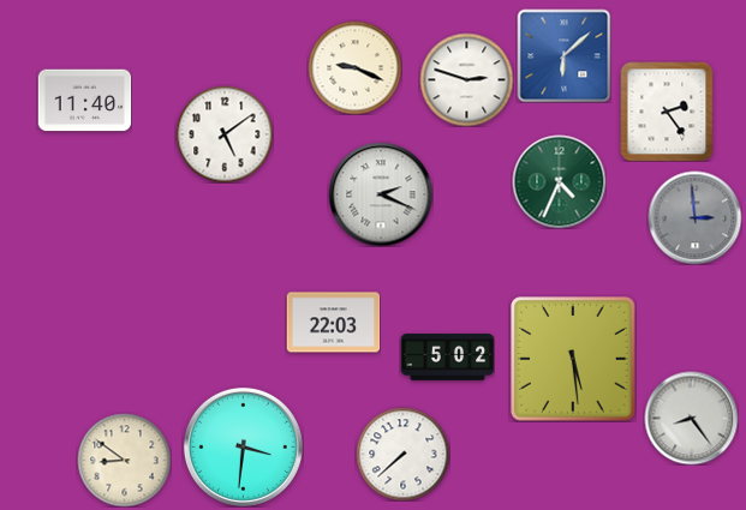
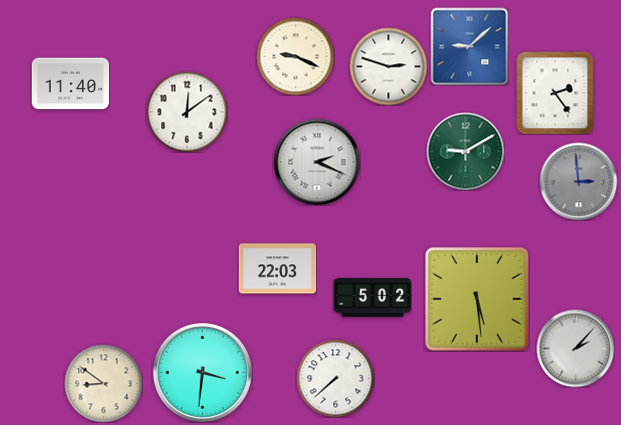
clock at (563, 55): 6:08 -> 9:08
clock at (225, 134): 5:09 -> 12:09
clock at (559, 181): 4:34 -> 9:10
clock at (691, 418): 8:24 -> 2:07
